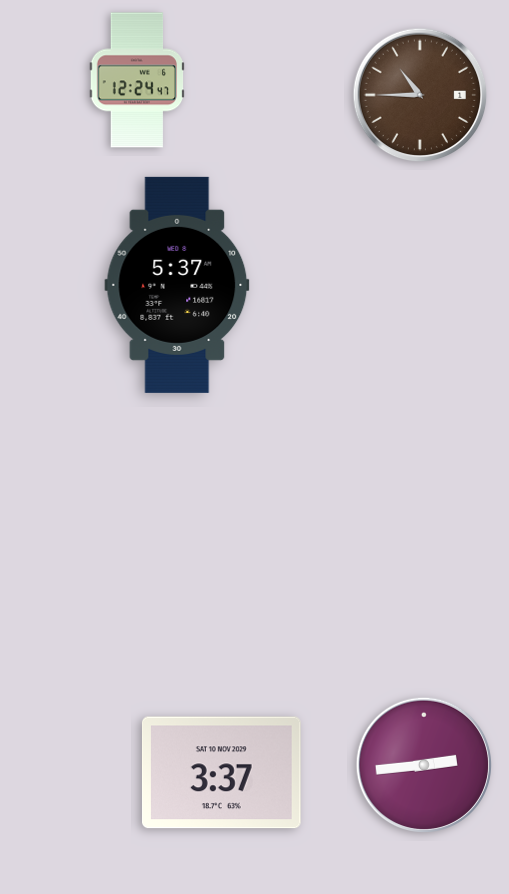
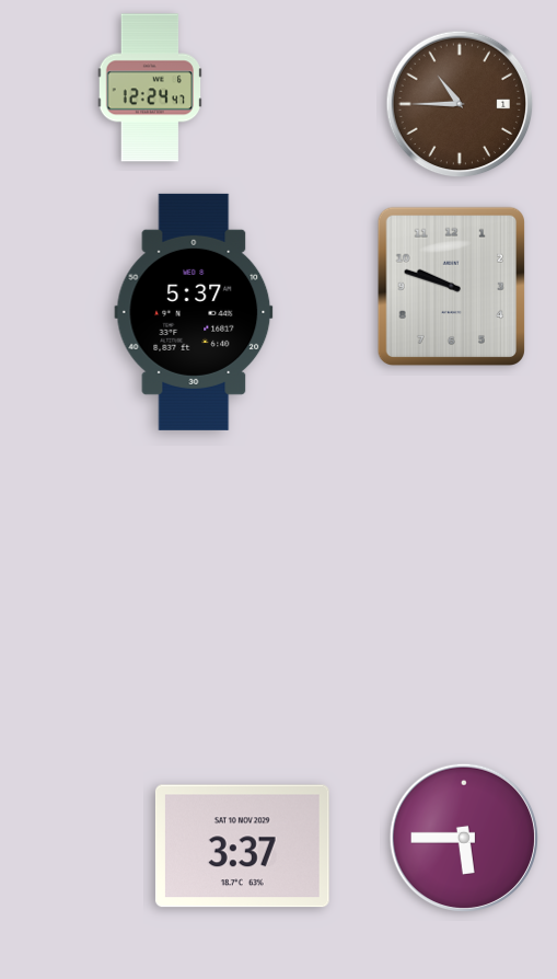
clock at (451, 286): none -> 9:48
clock at (423, 764): 2:44 -> 5:45
